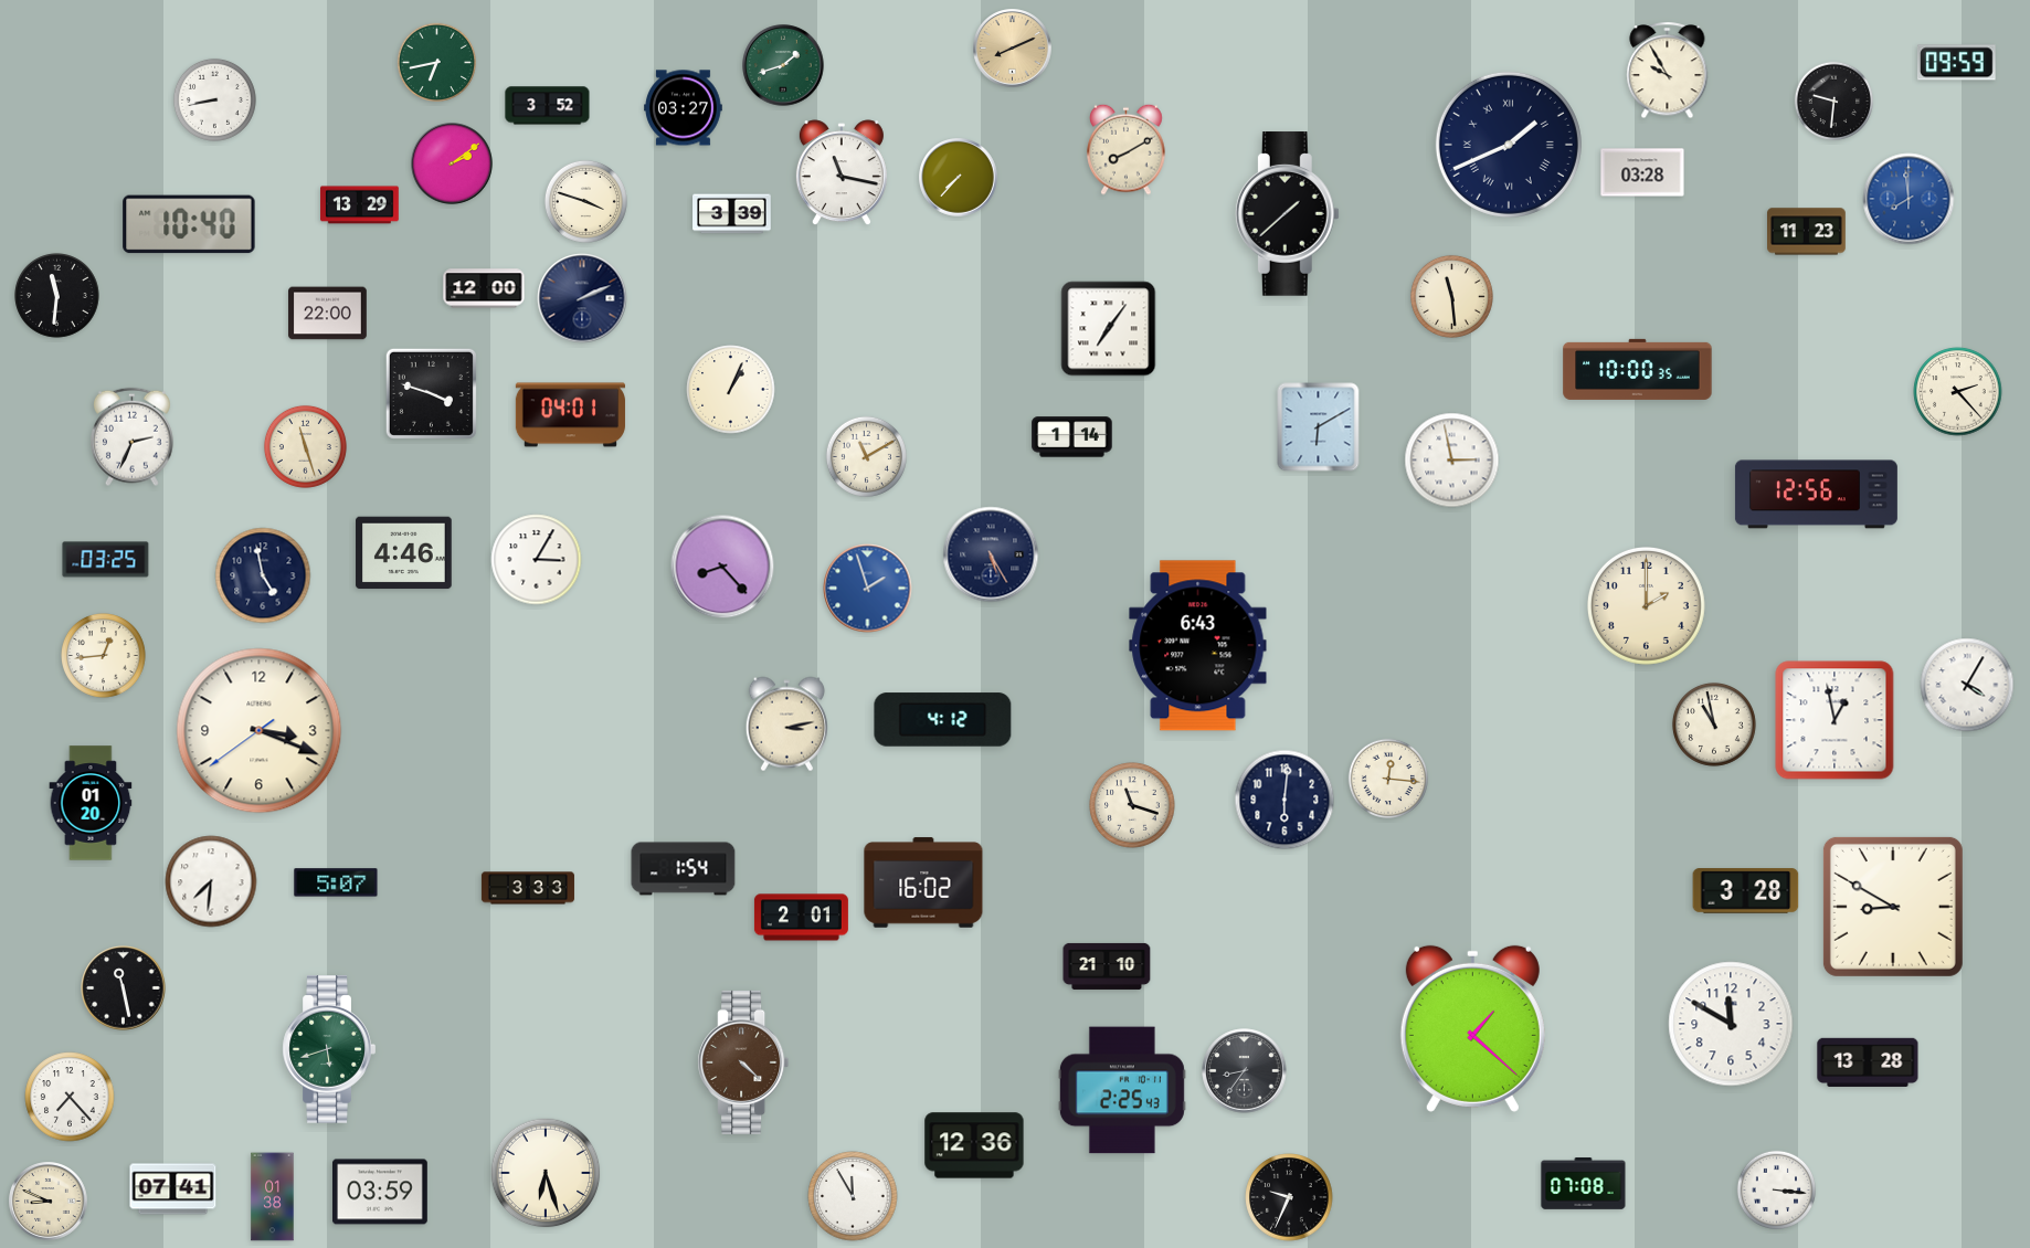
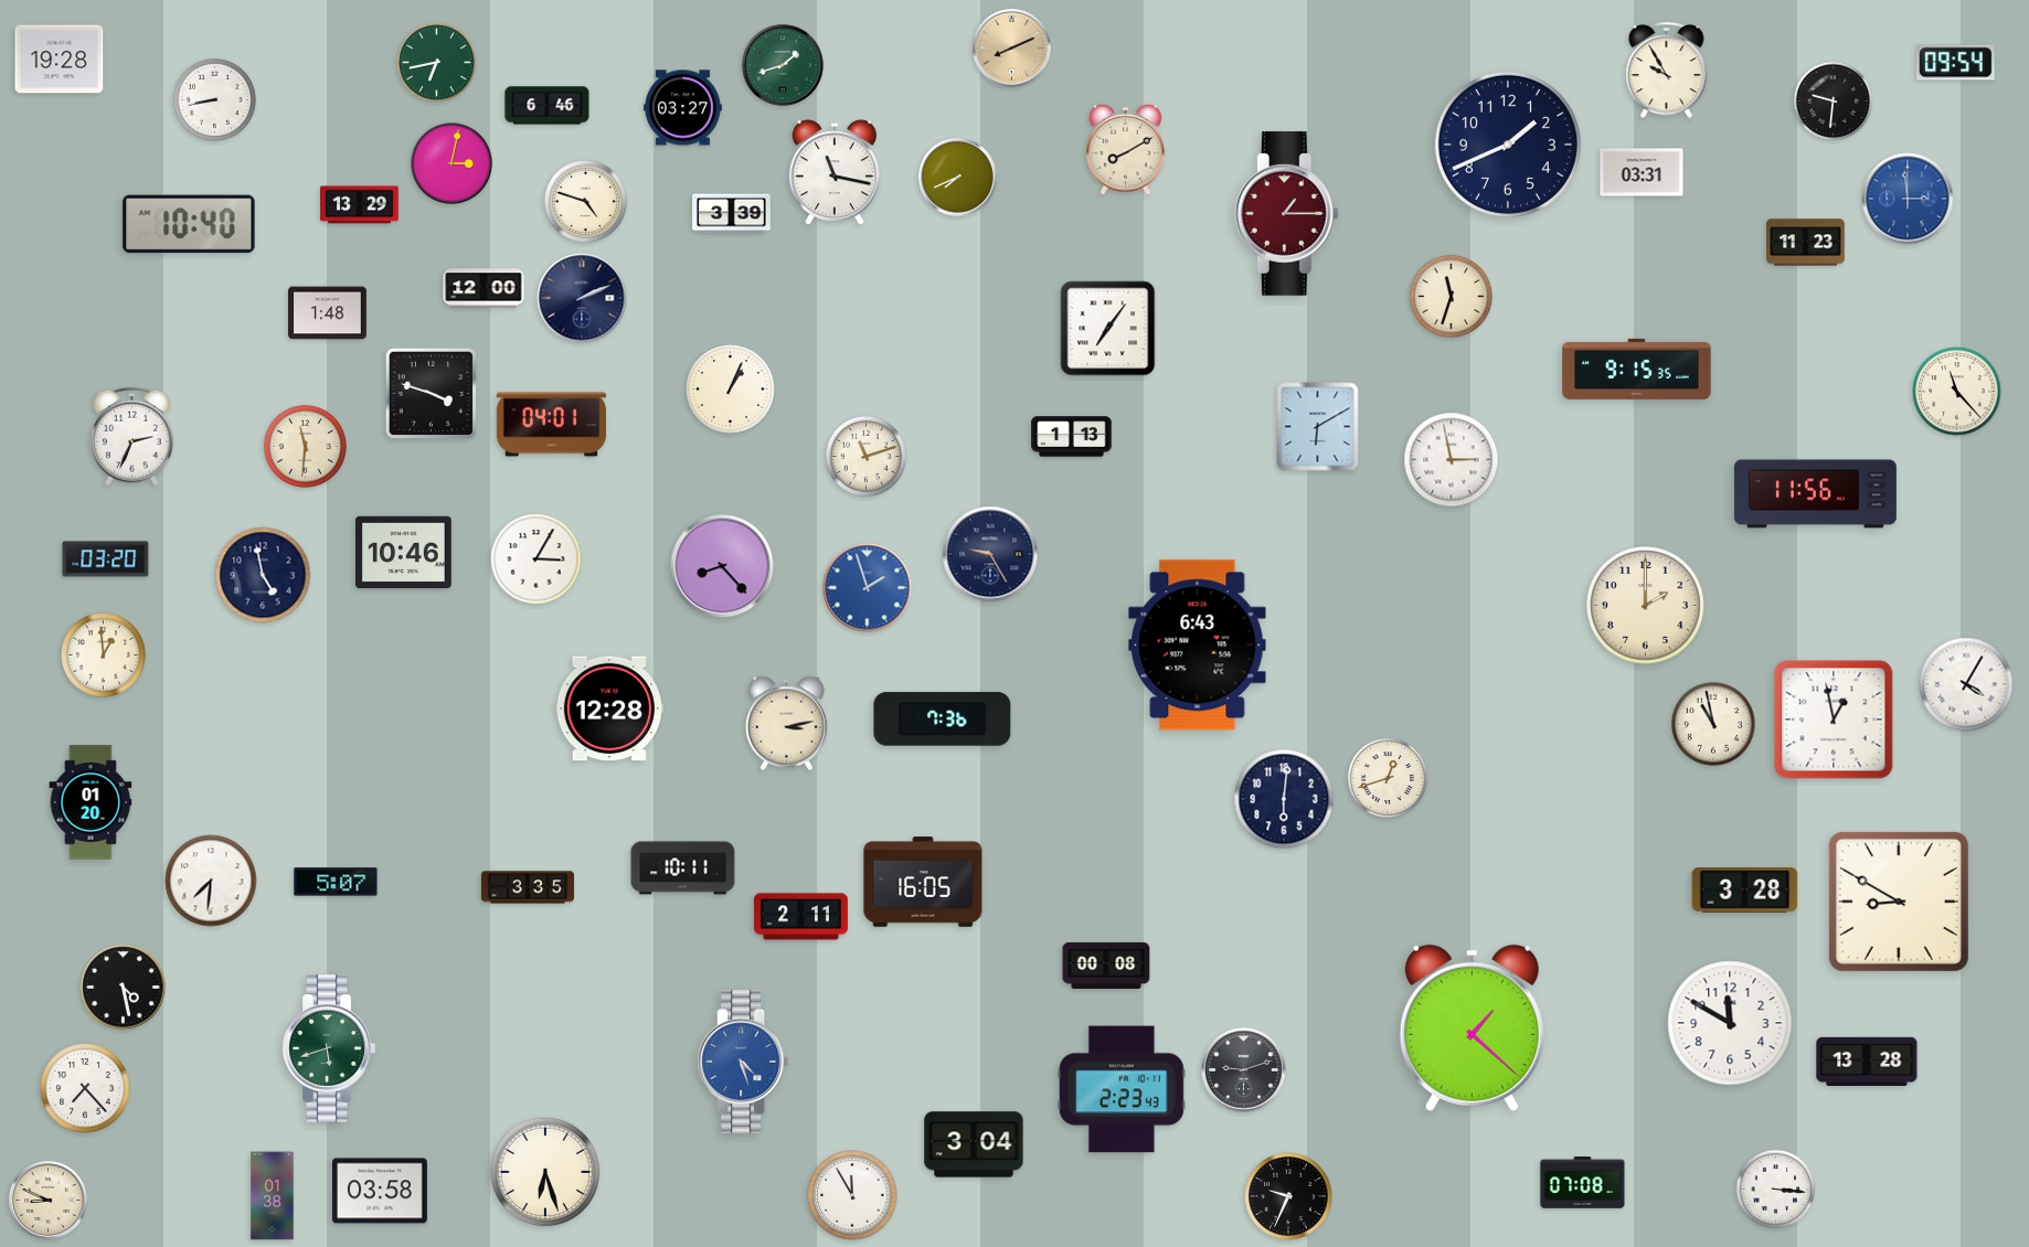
clock at (60, 60): none -> 19:28
clock at (1956, 63): 09:59 -> 09:54
clock at (548, 106): 3:52 -> 6:46
clock at (1509, 145) numerals: Roman -> Arabic
clock at (452, 163): 2:09 -> 3:02
clock at (1642, 172): 03:28 -> 03:31
clock at (842, 173) position: (842, 173) -> (835, 173)
clock at (959, 178): 7:37 -> 7:41
clock at (1909, 199): 7:59 -> 2:59
clock at (585, 201): 3:48 -> 4:48
clock at (1287, 214): 1:38 -> 1:15
clock at (1287, 214) dial: black -> burgundy
clock at (1807, 232) position: (1807, 232) -> (1806, 243)
clock at (57, 296): 11:31 -> none
clock at (1451, 296): 11:29 -> 11:33
clock at (328, 314): 22:00 -> 1:48
clock at (1638, 369): 10:00 -> 9:15
clock at (1958, 392): 2:23 -> 11:23
clock at (570, 415) position: (570, 415) -> (551, 425)
clock at (1072, 437): 1:14 -> 1:13
clock at (305, 446): 11:27 -> 11:31
clock at (866, 456): 11:10 -> 11:12
clock at (1816, 495): 12:56 -> 11:56
clock at (404, 553): 4:46 -> 10:46
clock at (991, 554): 5:25 -> 9:25
clock at (106, 560): 03:25 -> 03:20
clock at (104, 656): 12:44 -> 12:59
clock at (608, 708): none -> 12:28
clock at (943, 720): 4:12 -> 7:36
clock at (260, 731): 3:18 -> none
clock at (1387, 778): 12:16 -> 12:42
clock at (1132, 805): 11:18 -> none
clock at (684, 869): 1:54 -> 10:11
clock at (923, 882): 16:02 -> 16:05
clock at (528, 888): 3:33 -> 3:35
clock at (1893, 907) position: (1893, 907) -> (1899, 902)
clock at (801, 918): 2:01 -> 2:11
clock at (1107, 966): 21:10 -> 00:08
clock at (124, 988): 11:28 -> 4:28
clock at (743, 1062): 4:22 -> 4:27
clock at (743, 1062) dial: brown -> blue
clock at (1245, 1071): 8:36 -> 9:12
clock at (1122, 1090): 2:25 -> 2:23
clock at (70, 1097) position: (70, 1097) -> (85, 1088)
clock at (974, 1145): 12:36 -> 3:04
clock at (173, 1189): 07:41 -> none
clock at (381, 1192): 03:59 -> 03:58
